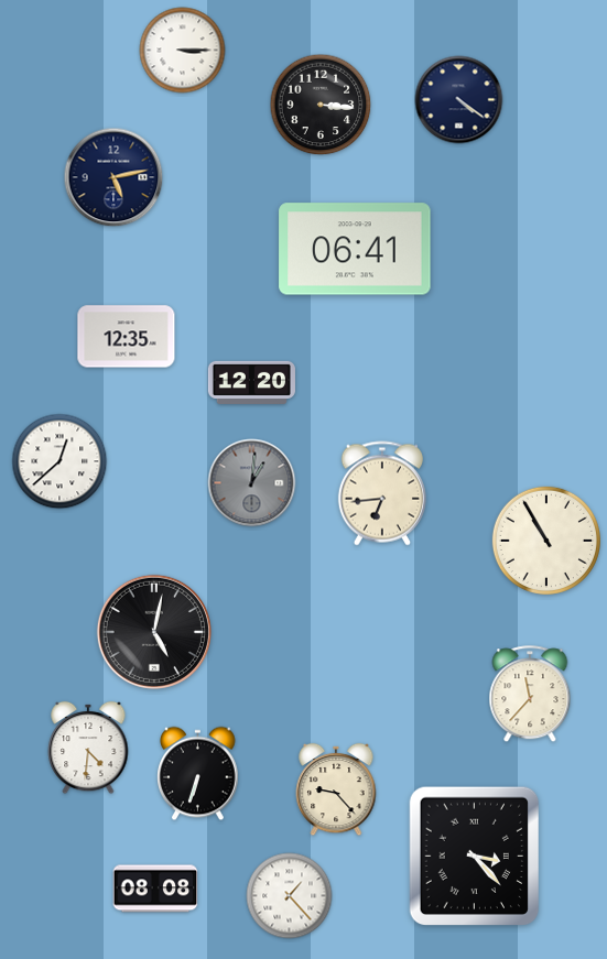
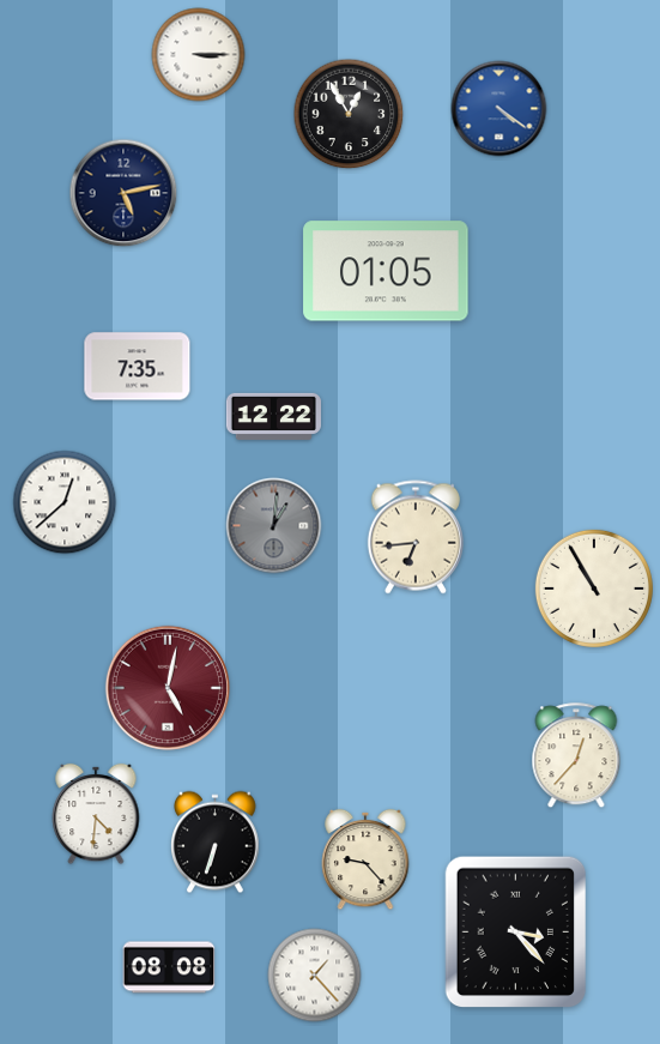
clock at (459, 100) dial: navy -> blue
clock at (321, 105): 3:16 -> 12:55
clock at (355, 249): 06:41 -> 01:05
clock at (127, 337): 12:35 -> 7:35
clock at (251, 382): 12:20 -> 12:22
clock at (154, 632) dial: black -> burgundy
clock at (530, 695): 11:37 -> 12:37
